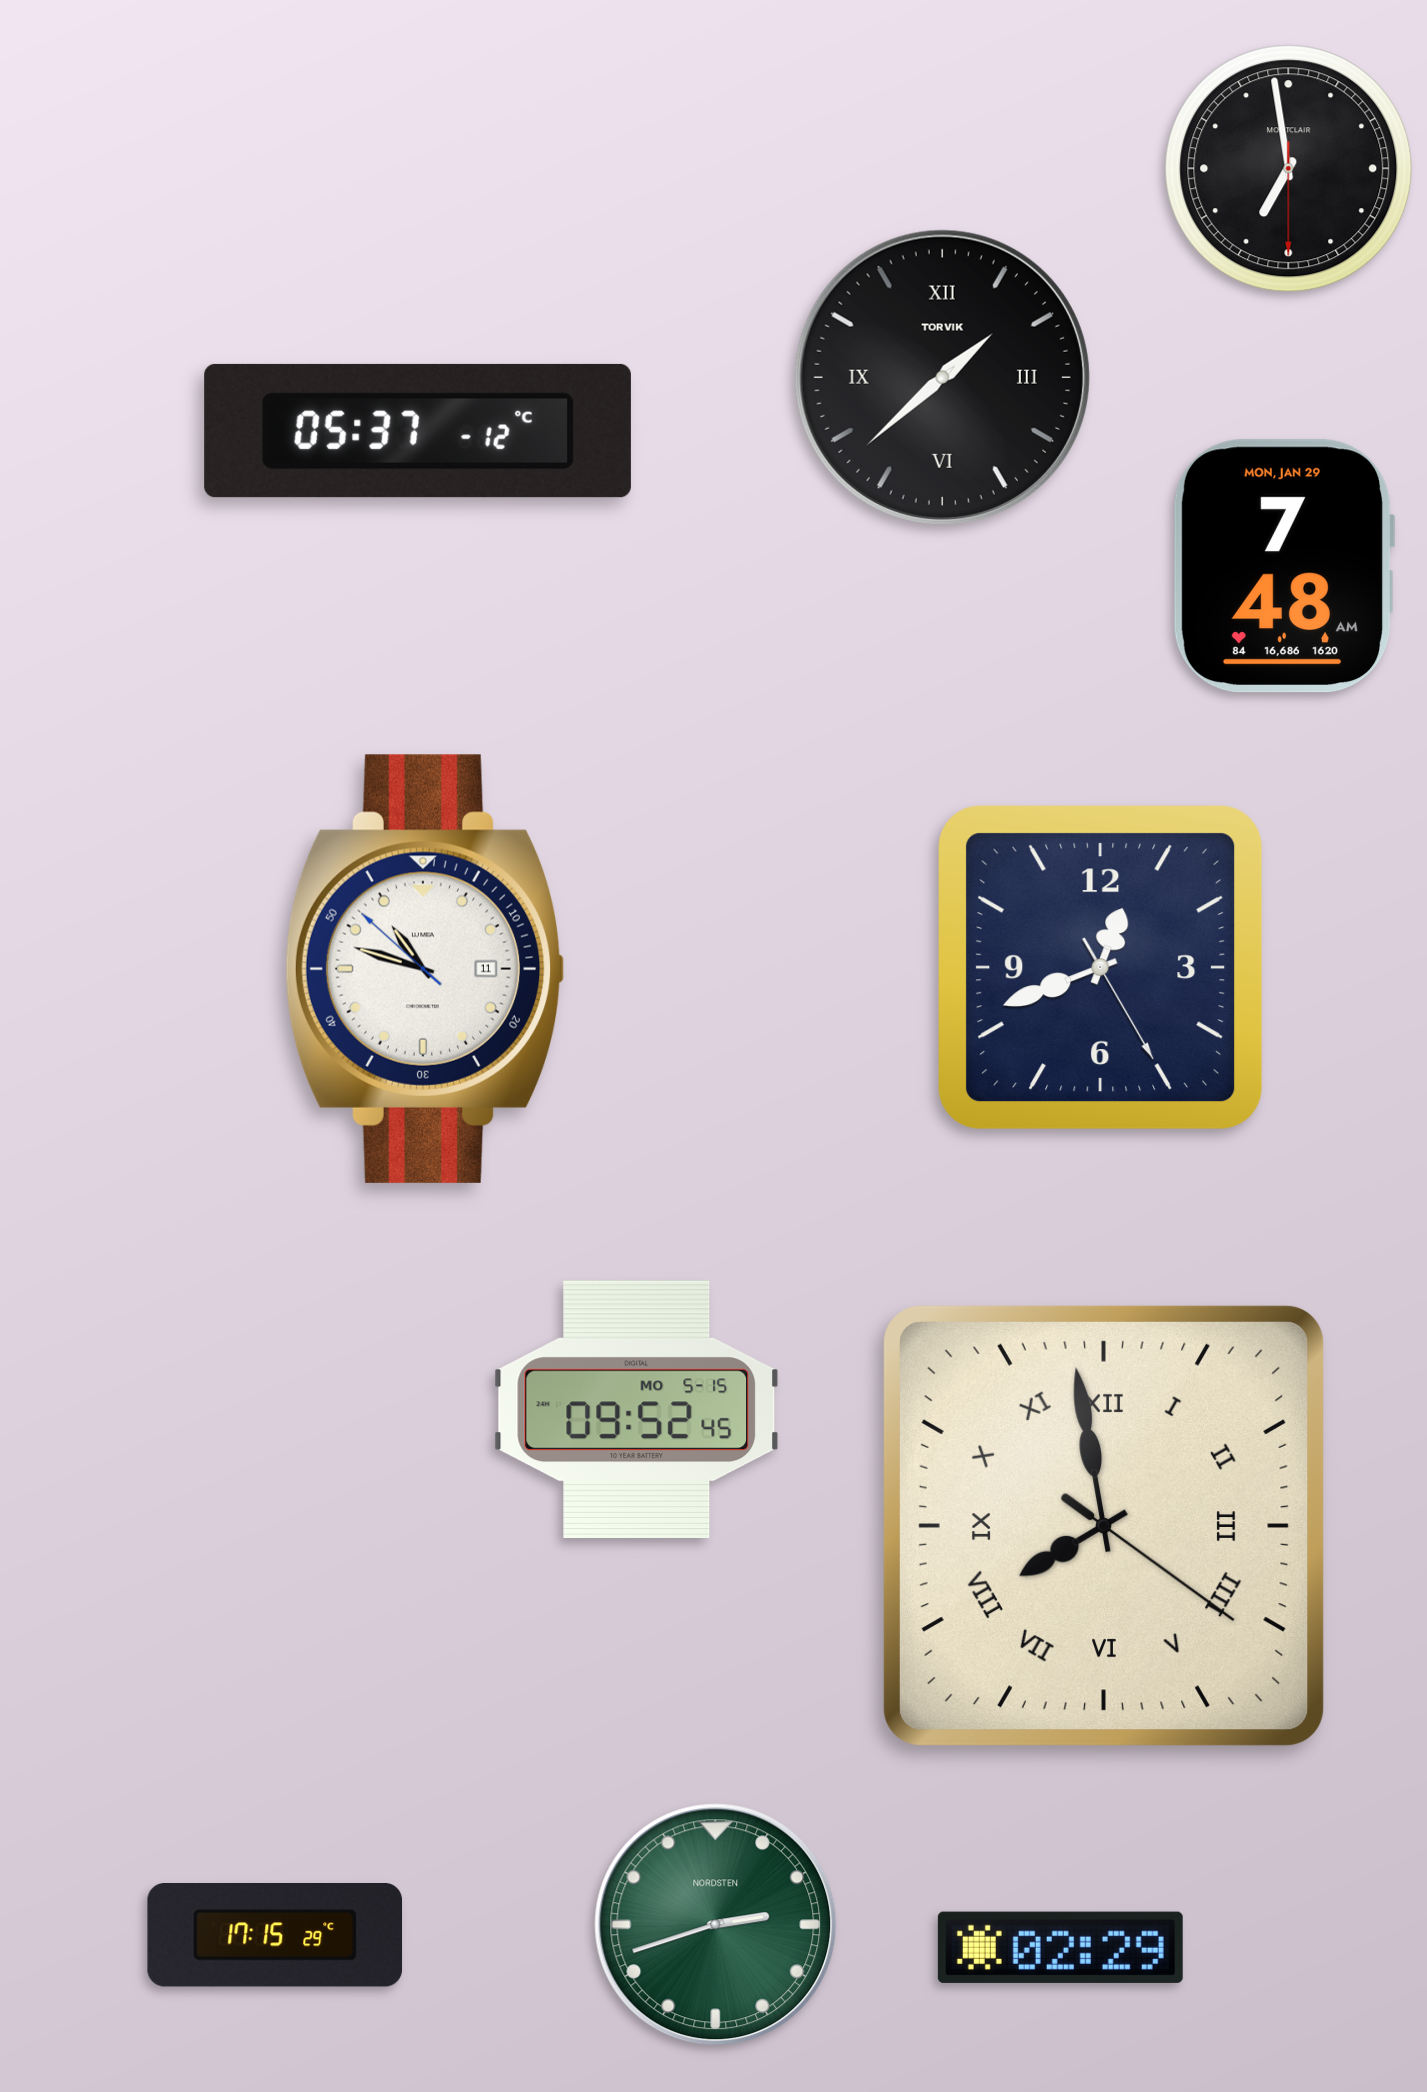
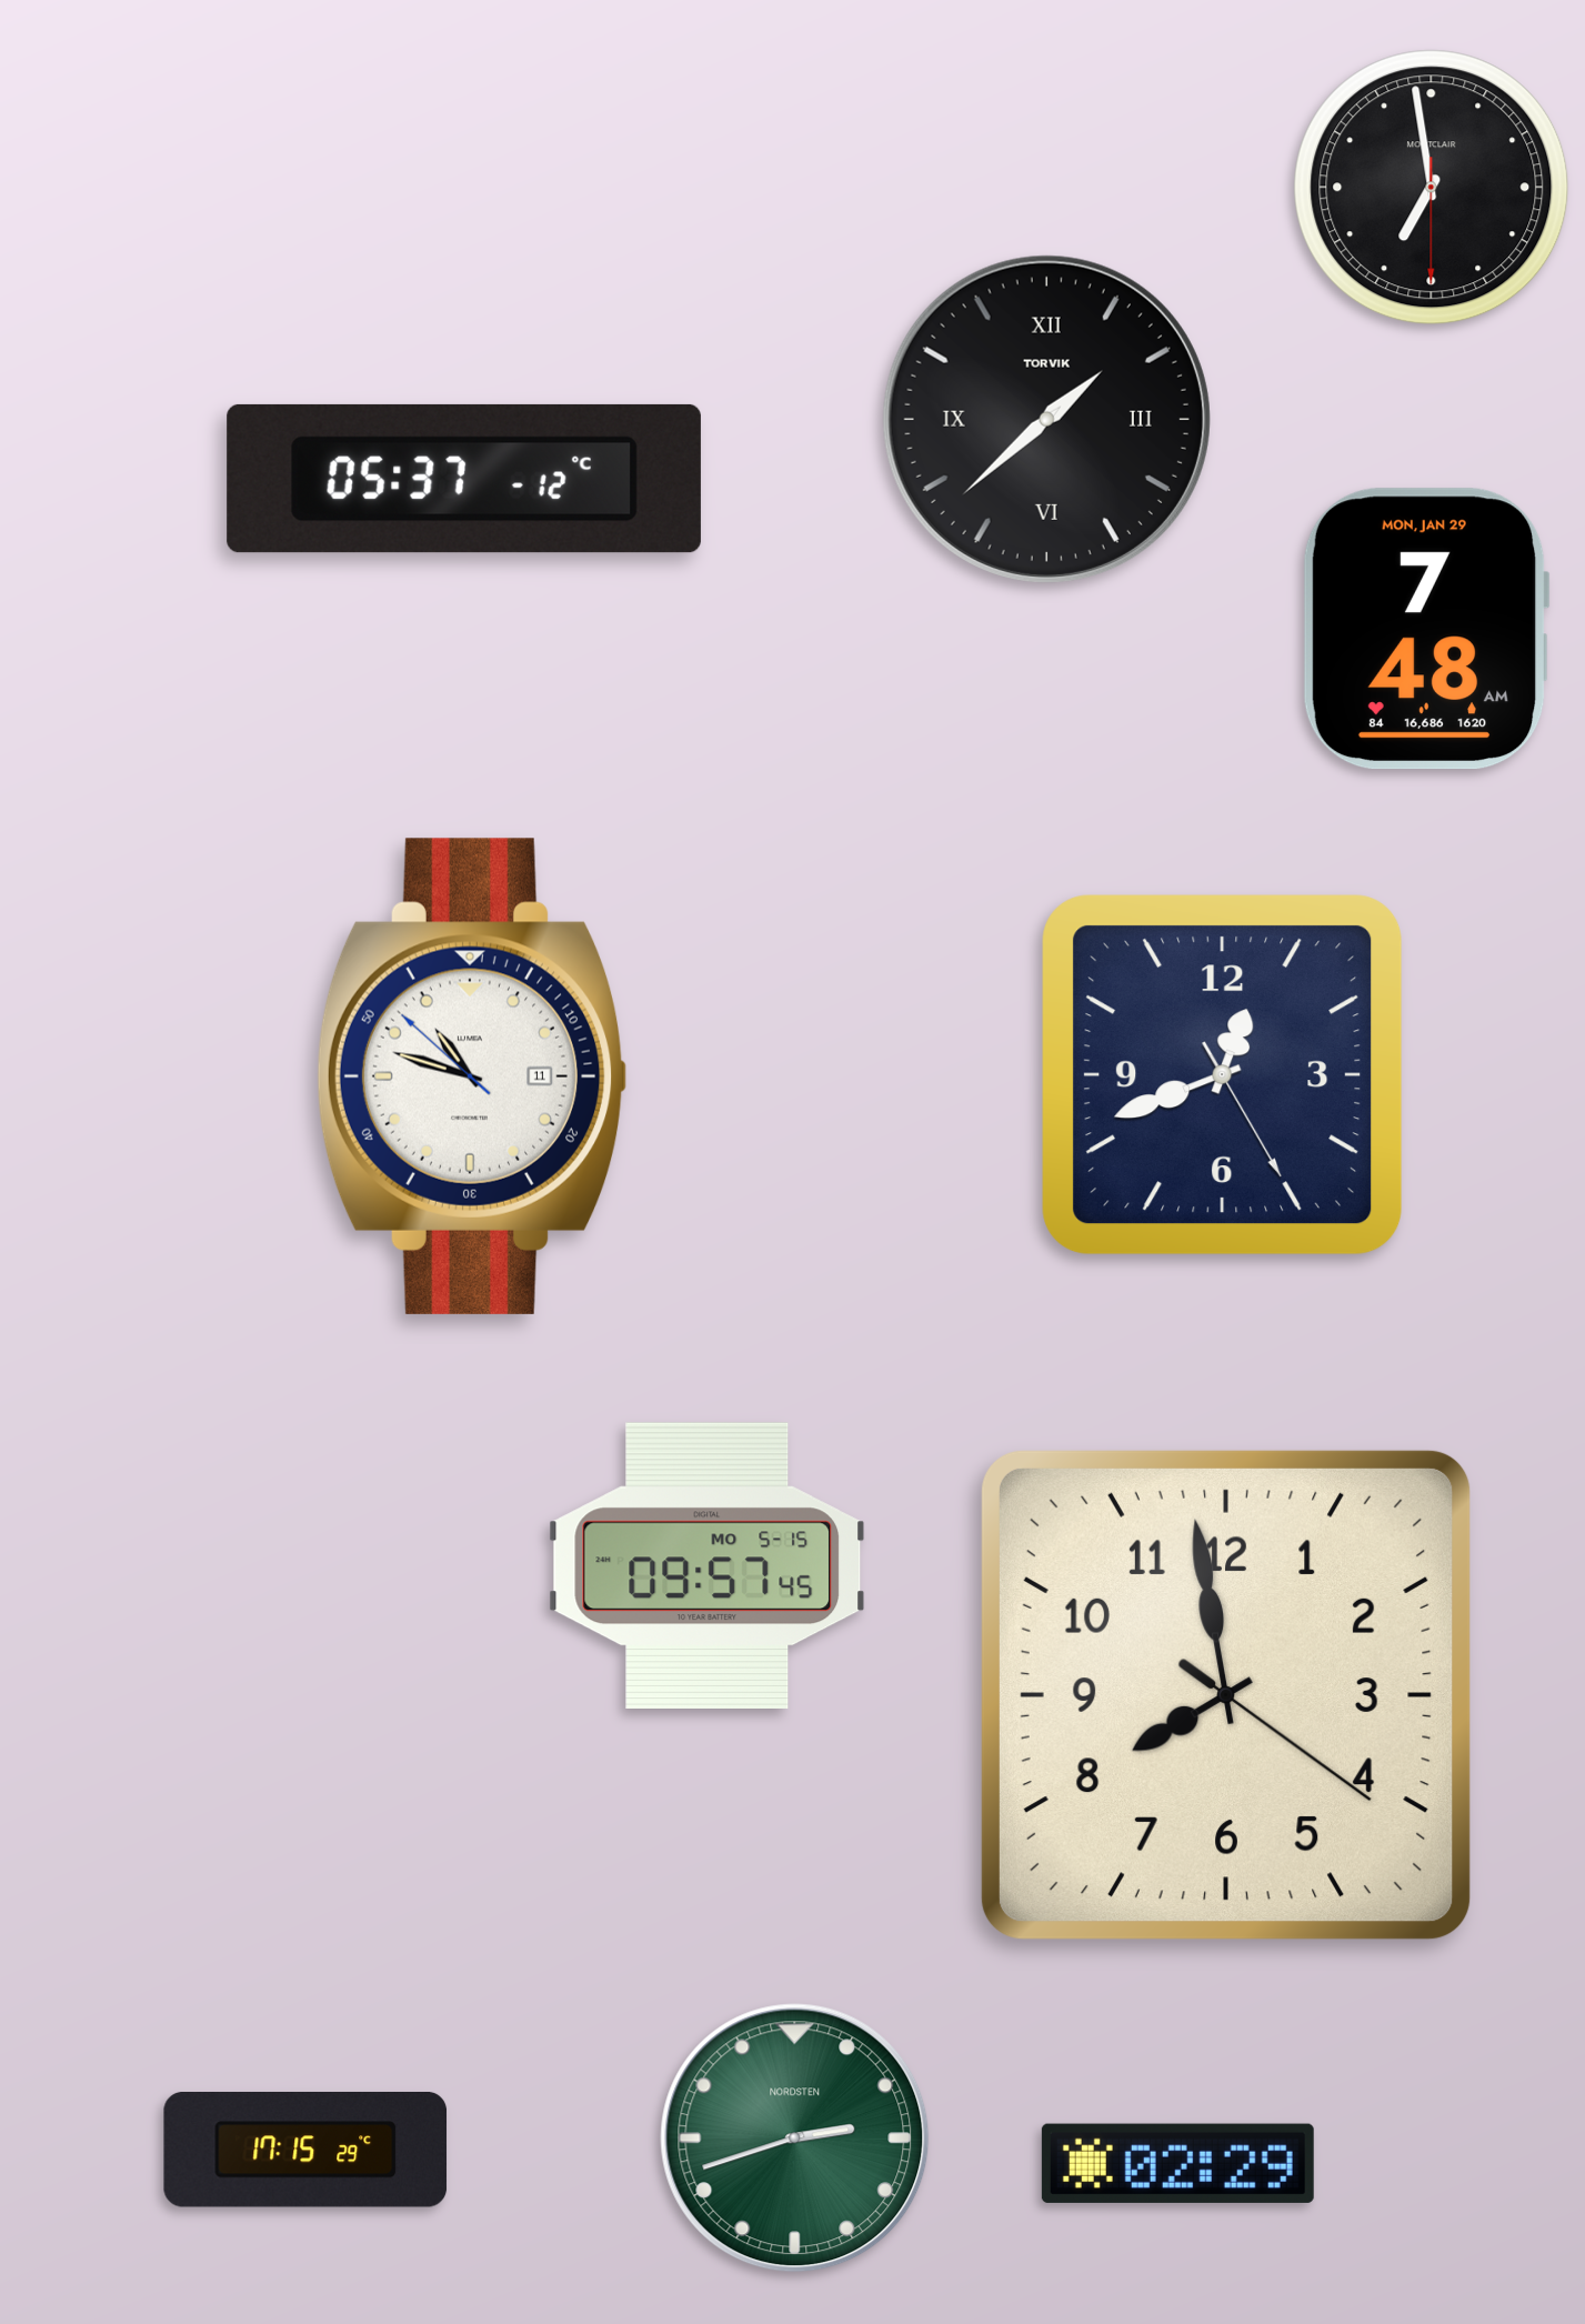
clock at (636, 1409): 09:52 -> 09:57
clock at (1104, 1526) numerals: Roman -> Arabic
